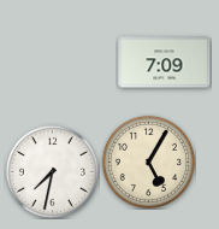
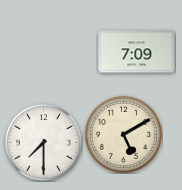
clock at (148, 162): 5:05 -> 5:10
clock at (52, 171): 7:32 -> 7:30
